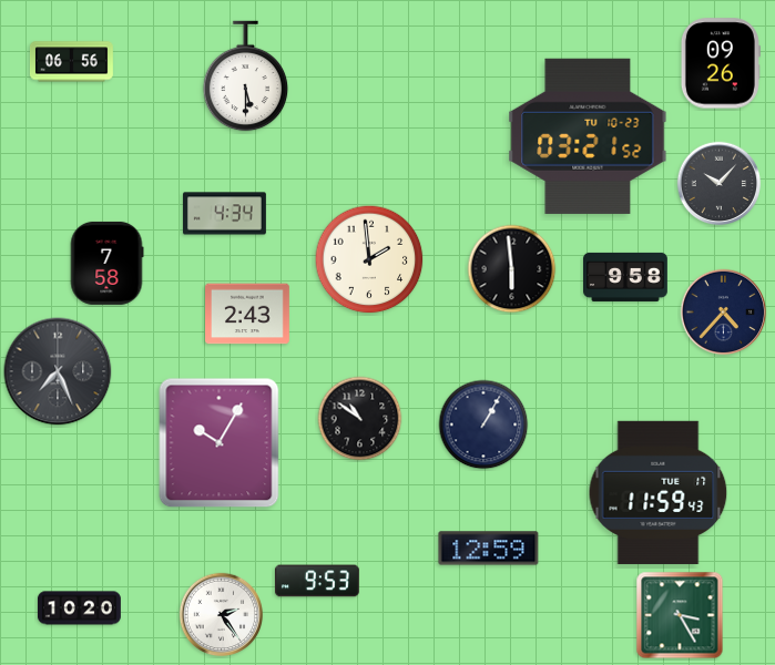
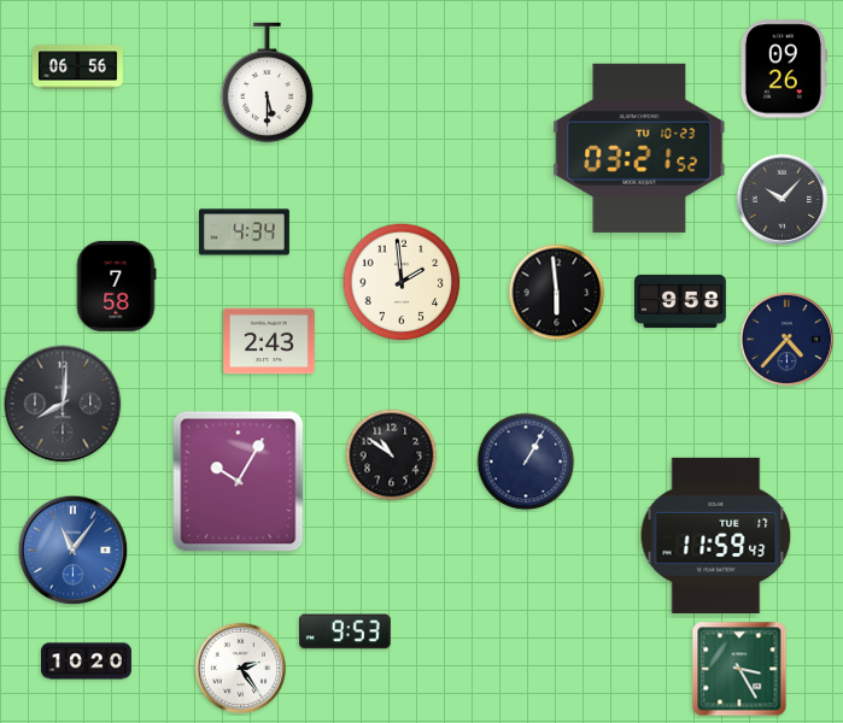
clock at (58, 371): 7:26 -> 8:01
clock at (74, 551): none -> 11:06
clock at (489, 549): 12:59 -> none
